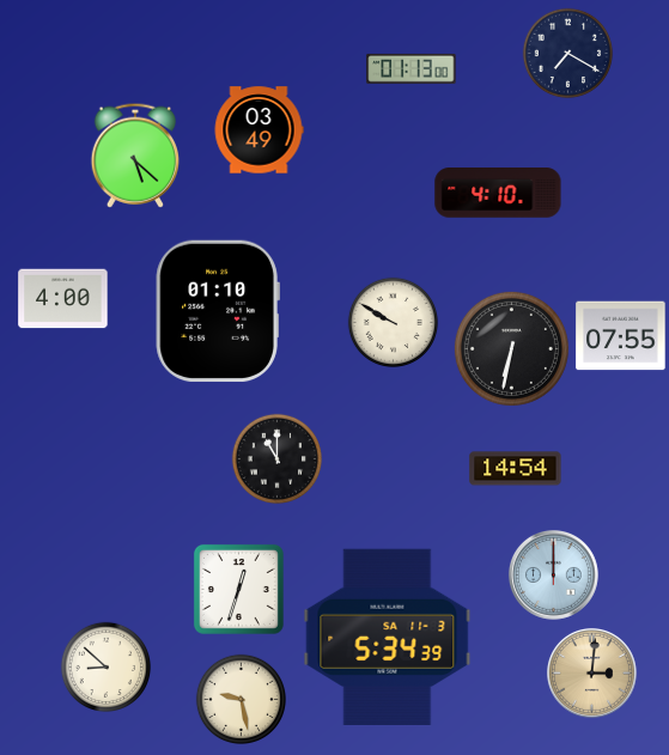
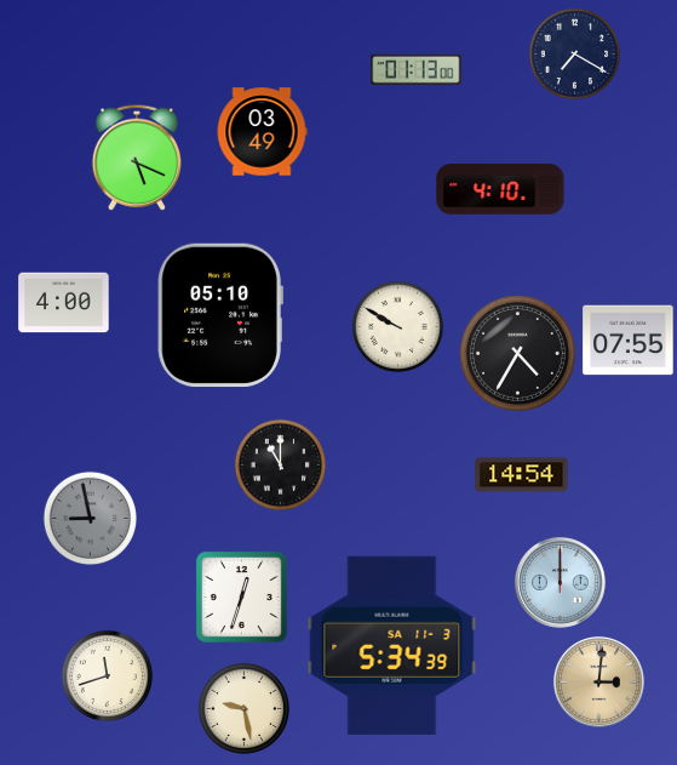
clock at (135, 156): 5:22 -> 5:19
clock at (498, 193) position: (498, 193) -> (500, 189)
clock at (218, 311): 01:10 -> 05:10
clock at (511, 348): 6:32 -> 4:35
clock at (90, 518): none -> 8:58
clock at (105, 666): 8:52 -> 11:42
